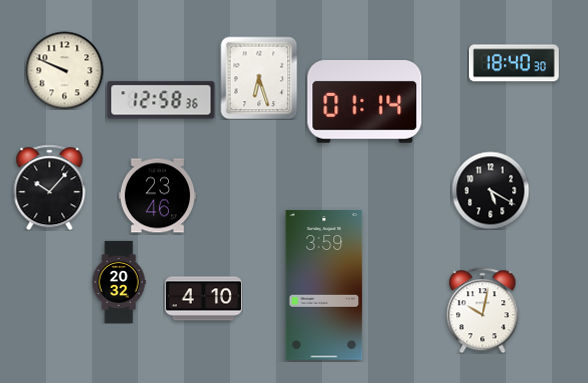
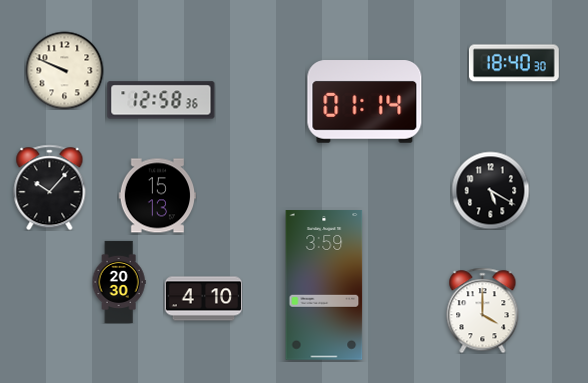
clock at (259, 78): 6:27 -> none
clock at (157, 196): 23:46 -> 15:13
clock at (119, 281): 20:32 -> 20:30
clock at (483, 310): 10:02 -> 4:00
